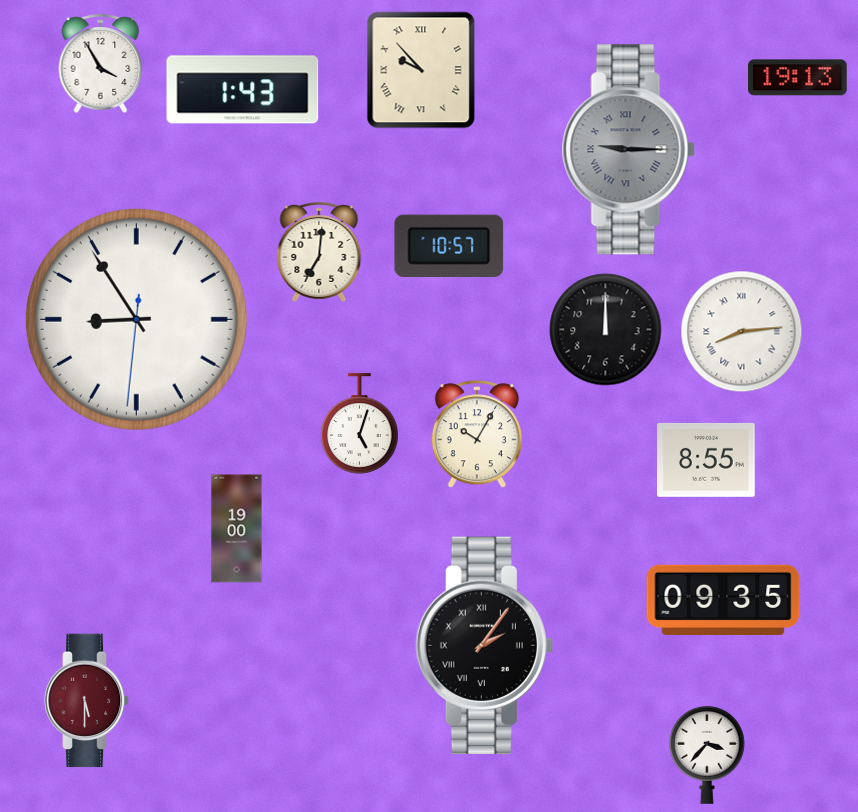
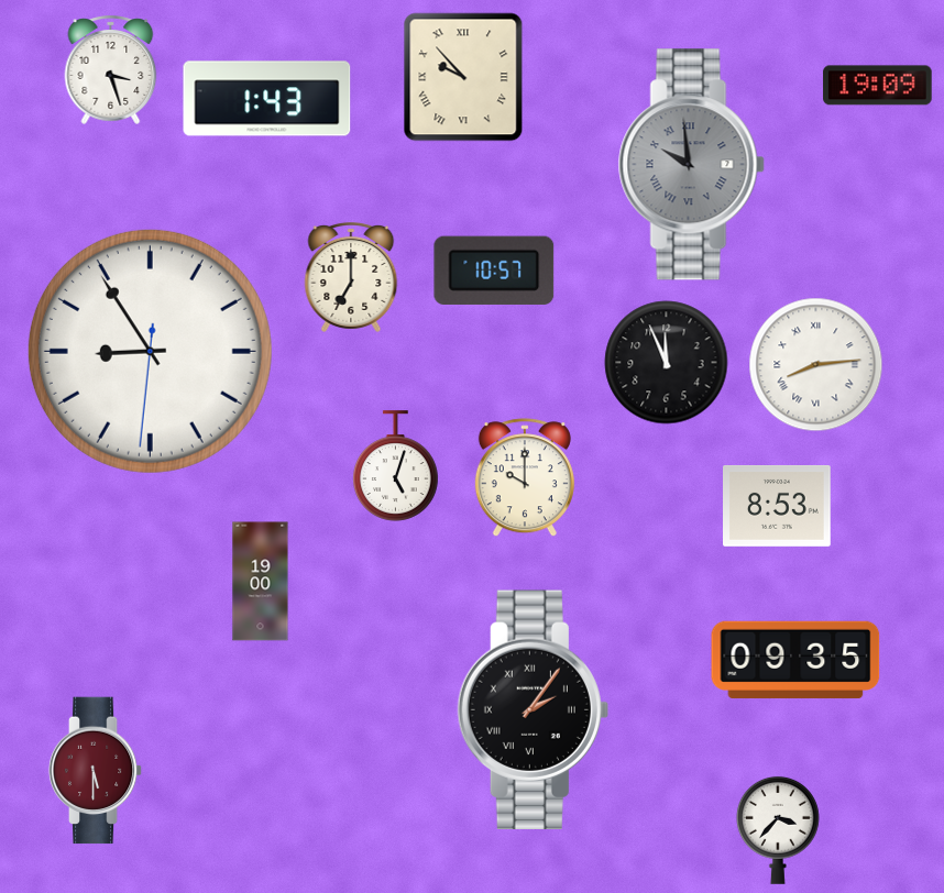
clock at (101, 63): 3:55 -> 3:27
clock at (798, 78): 19:13 -> 19:09
clock at (628, 150): 9:15 -> 9:59
clock at (319, 252): 7:01 -> 7:00
clock at (606, 330): 12:00 -> 11:56
clock at (477, 435): 10:05 -> 10:00
clock at (707, 460): 8:55 -> 8:53
